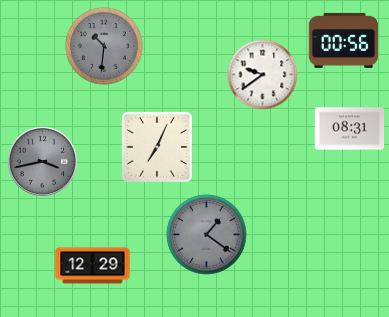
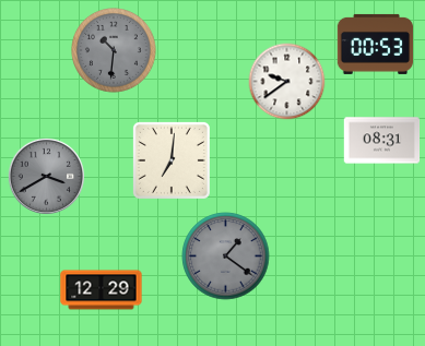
clock at (344, 40): 00:56 -> 00:53
clock at (157, 147): 7:04 -> 7:01
clock at (42, 161): 3:43 -> 3:40
